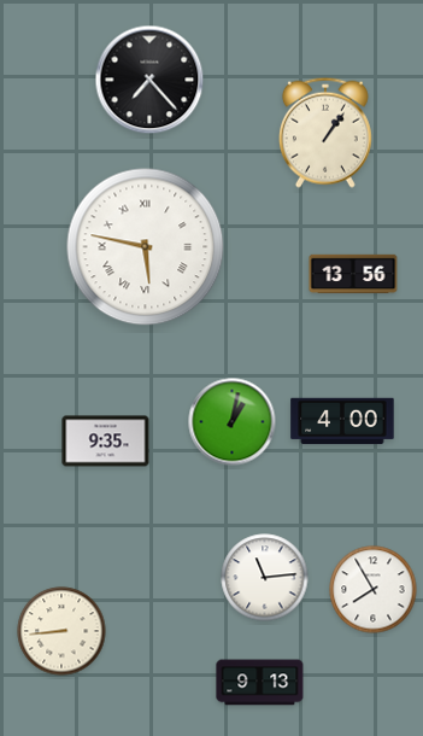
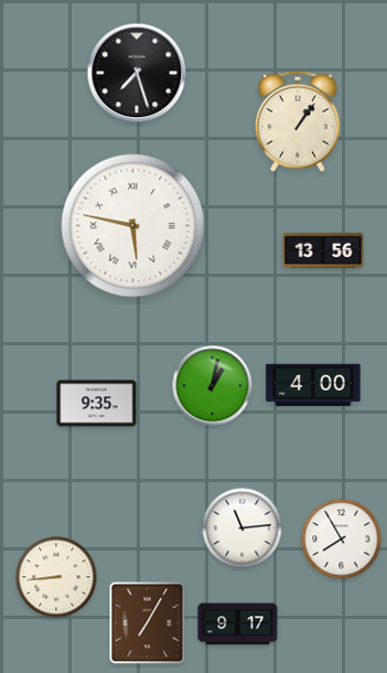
clock at (149, 80): 7:23 -> 7:27
clock at (148, 623): none -> 7:05
clock at (260, 683): 9:13 -> 9:17
